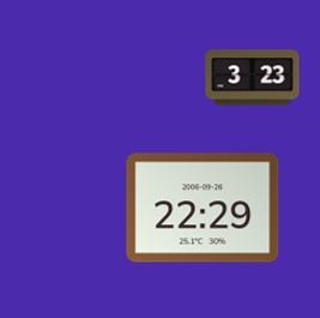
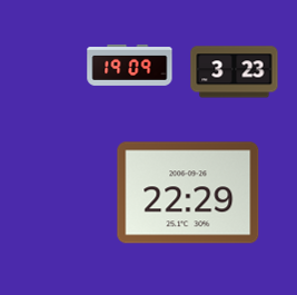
clock at (130, 65): none -> 19:09
